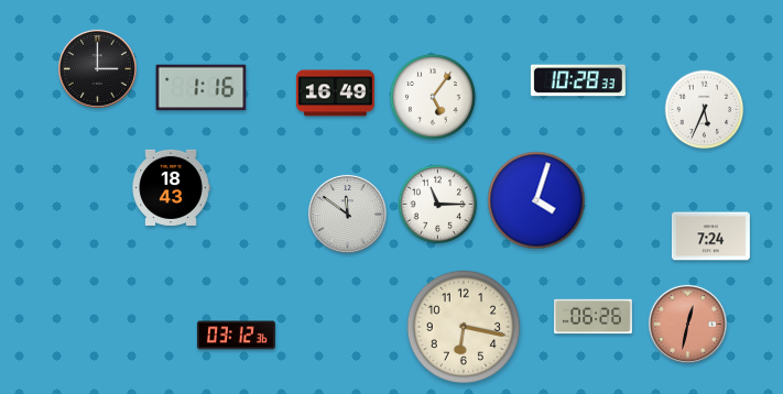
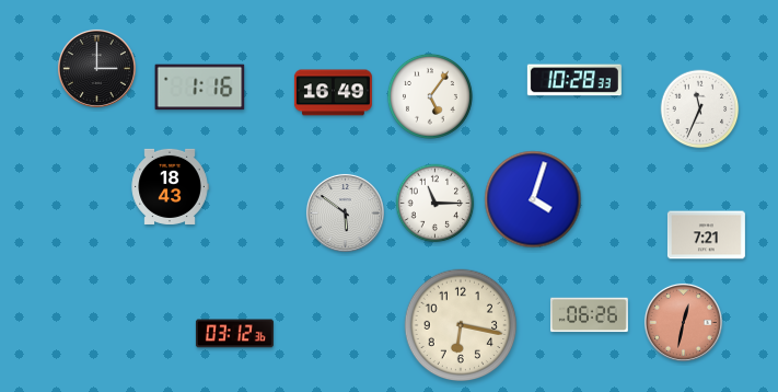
clock at (705, 110): 5:34 -> 11:34
clock at (347, 214): 11:51 -> 5:51
clock at (710, 237): 7:24 -> 7:21
